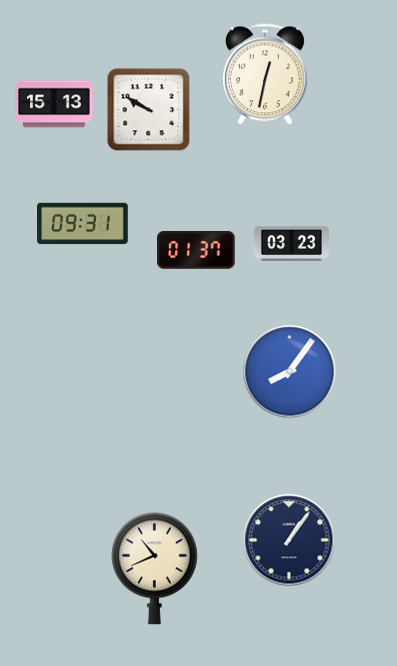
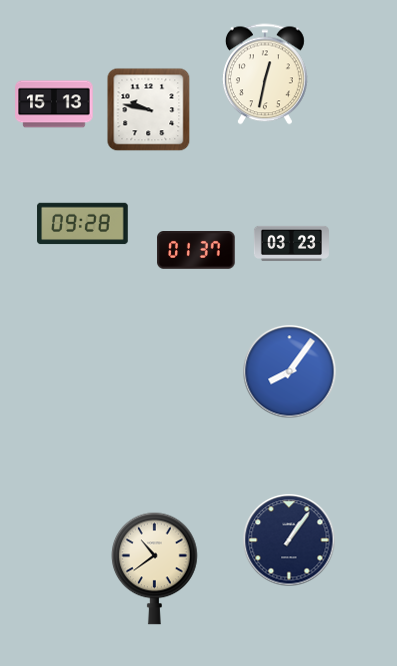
clock at (149, 110): 9:50 -> 9:47
clock at (83, 224): 09:31 -> 09:28
clock at (155, 568): 10:41 -> 10:39
